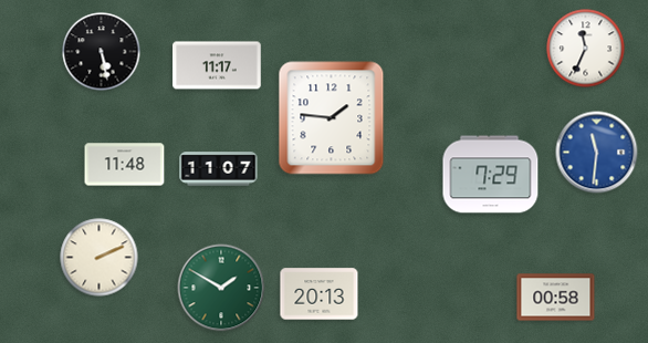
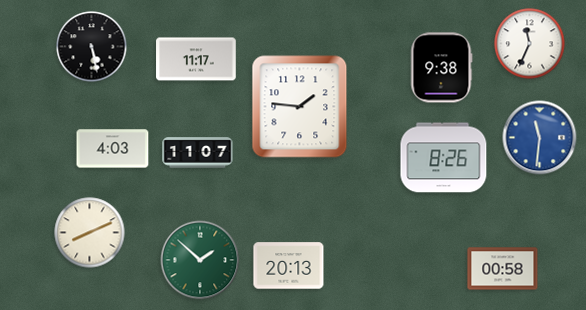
clock at (441, 68): none -> 9:38
clock at (125, 165): 11:48 -> 4:03
clock at (491, 175): 7:29 -> 8:26
clock at (100, 258): 2:11 -> 8:11
clock at (221, 288): 1:50 -> 1:52
